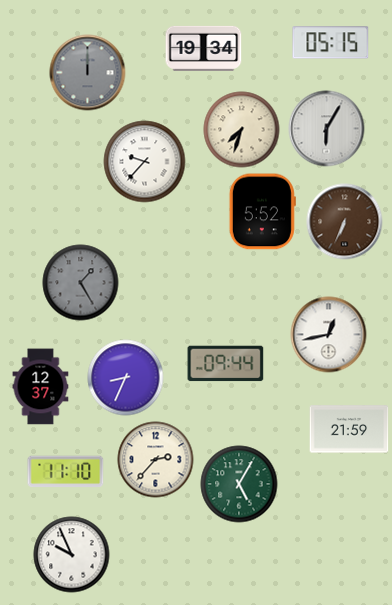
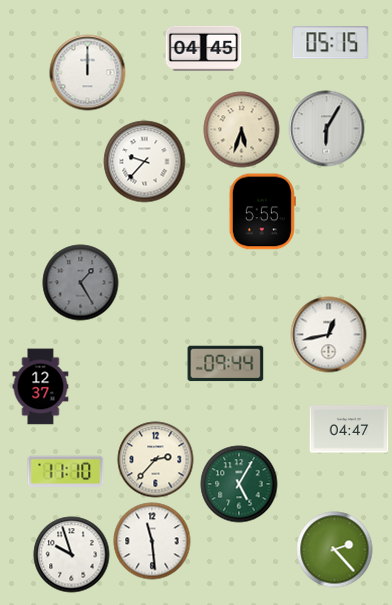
clock at (204, 48): 19:34 -> 04:45
clock at (88, 73) dial: grey -> white
clock at (242, 130): 7:33 -> 5:33
clock at (262, 212): 5:52 -> 5:55
clock at (345, 222): 6:34 -> none
clock at (126, 378): 8:34 -> none
clock at (349, 429): 21:59 -> 04:47
clock at (152, 541): none -> 11:29
clock at (335, 550): none -> 2:23
clock at (72, 555): 9:56 -> 9:57
